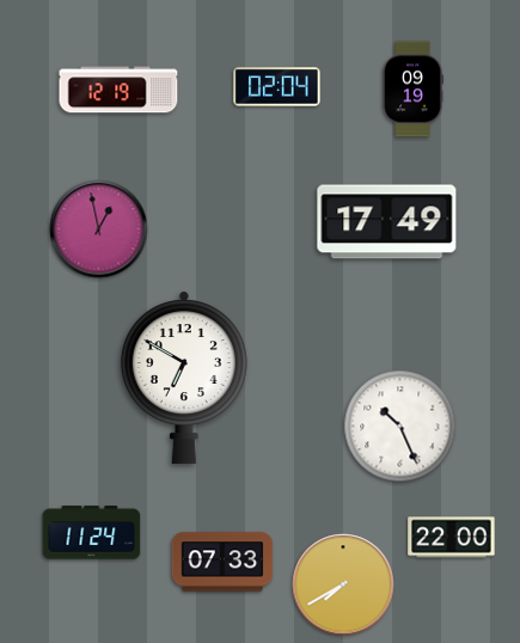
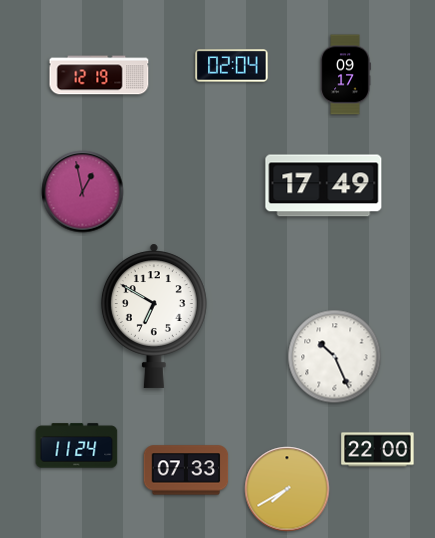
clock at (277, 87) position: (277, 87) -> (232, 66)
clock at (412, 90): 09:19 -> 09:17
